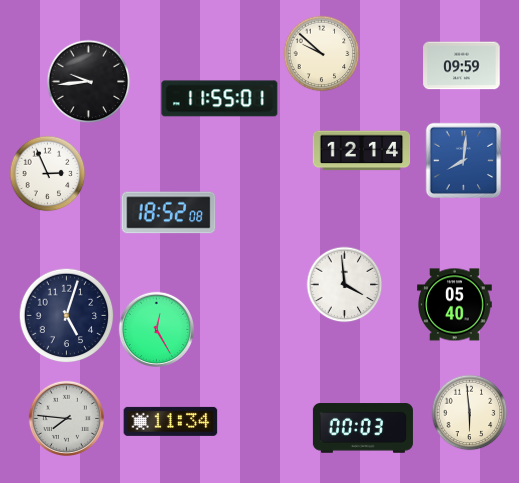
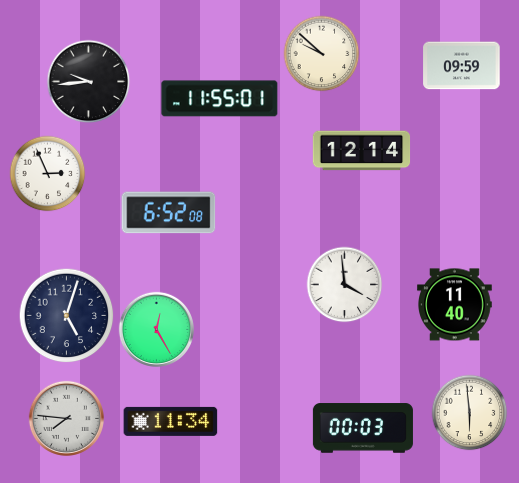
clock at (464, 161): 8:01 -> none
clock at (169, 213): 18:52 -> 6:52
clock at (455, 305): 05:40 -> 11:40
